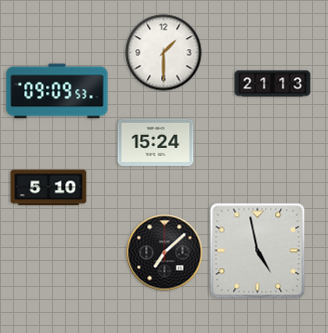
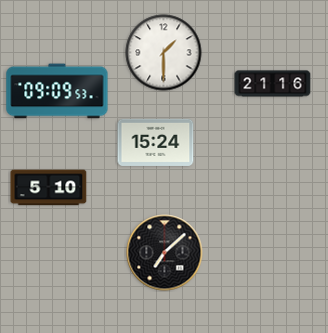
clock at (273, 84): 21:13 -> 21:16
clock at (258, 251): 4:58 -> none
